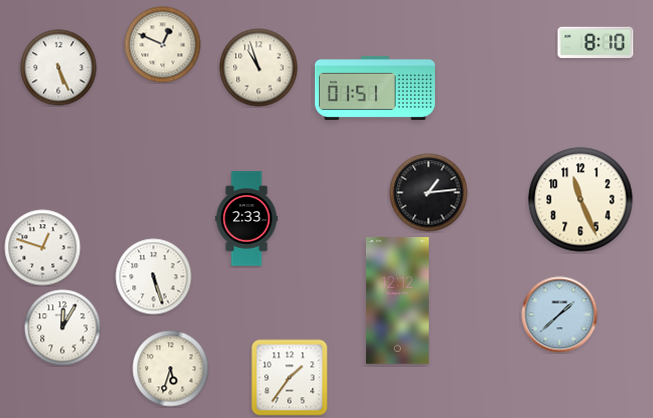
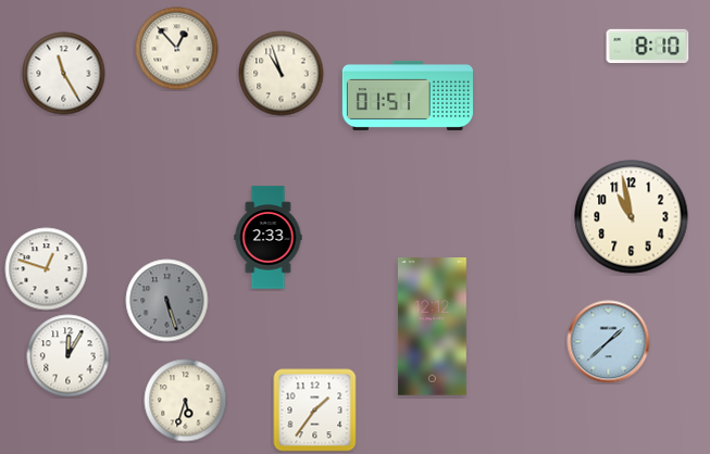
clock at (163, 45): 12:49 -> 12:53
clock at (59, 68): 5:26 -> 11:25
clock at (429, 193): 1:14 -> none
clock at (581, 200): 11:26 -> 10:58
clock at (154, 277) dial: white -> grey
